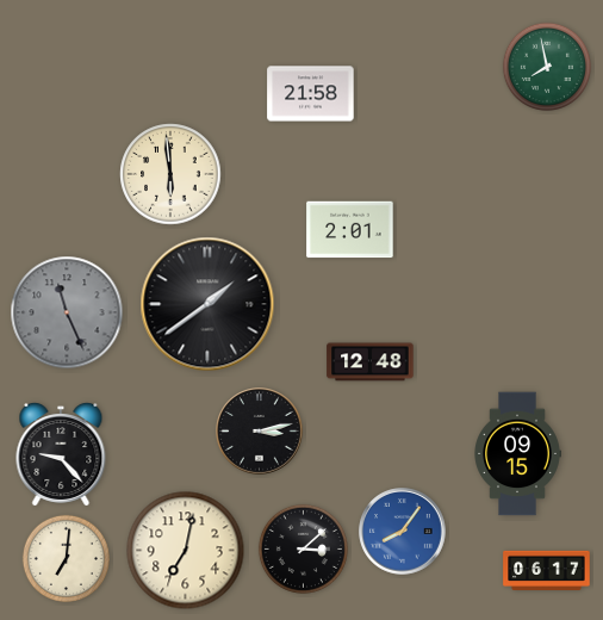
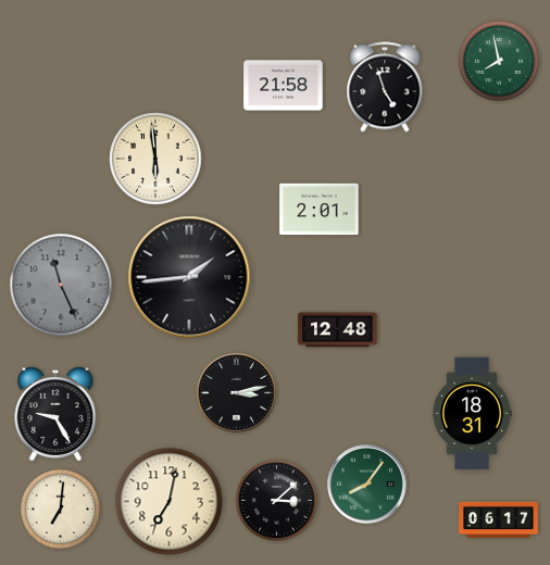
clock at (385, 87): none -> 4:57
clock at (207, 304): 1:39 -> 1:44
clock at (517, 454): 09:15 -> 18:31
clock at (61, 455): 9:23 -> 9:25
clock at (403, 532) dial: blue -> green
